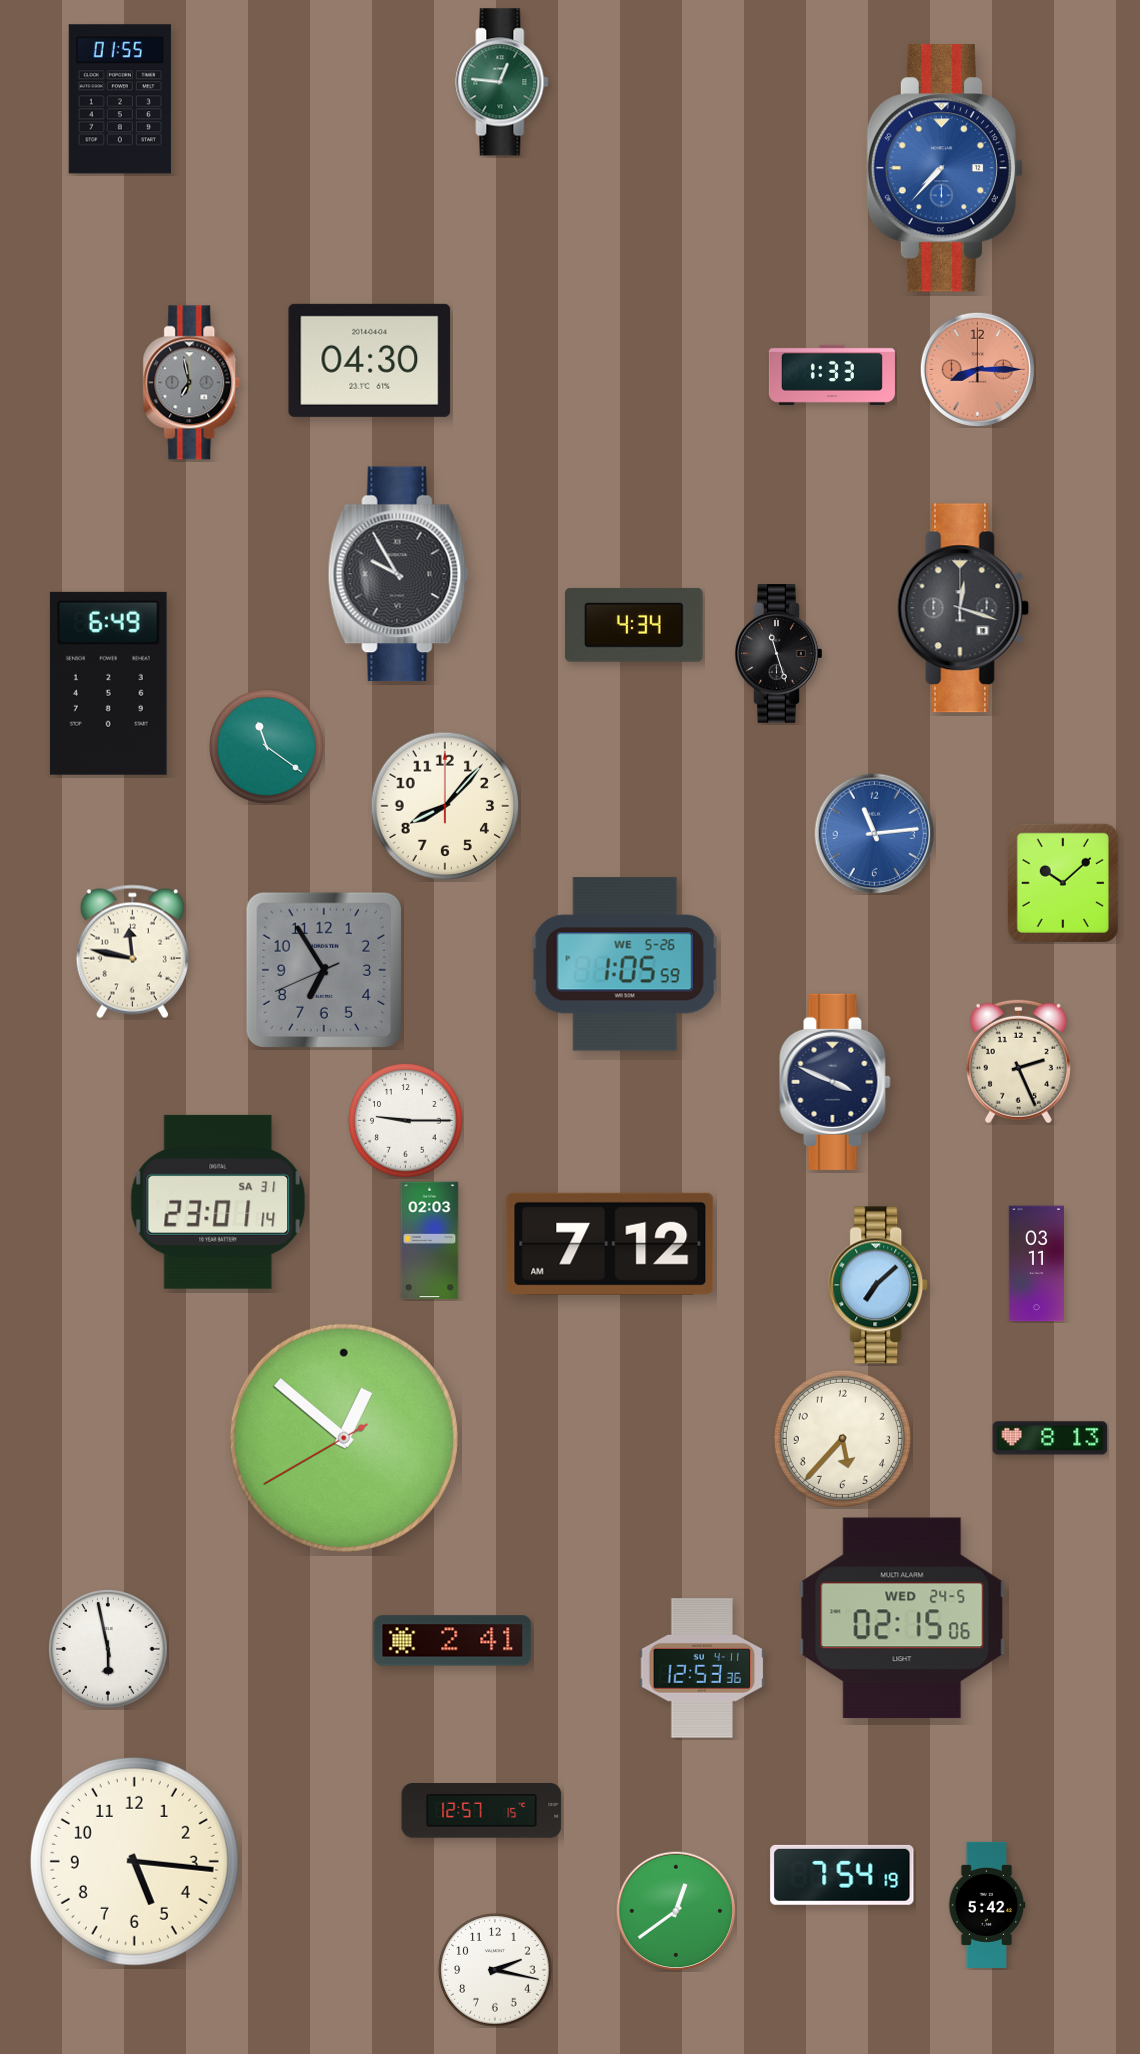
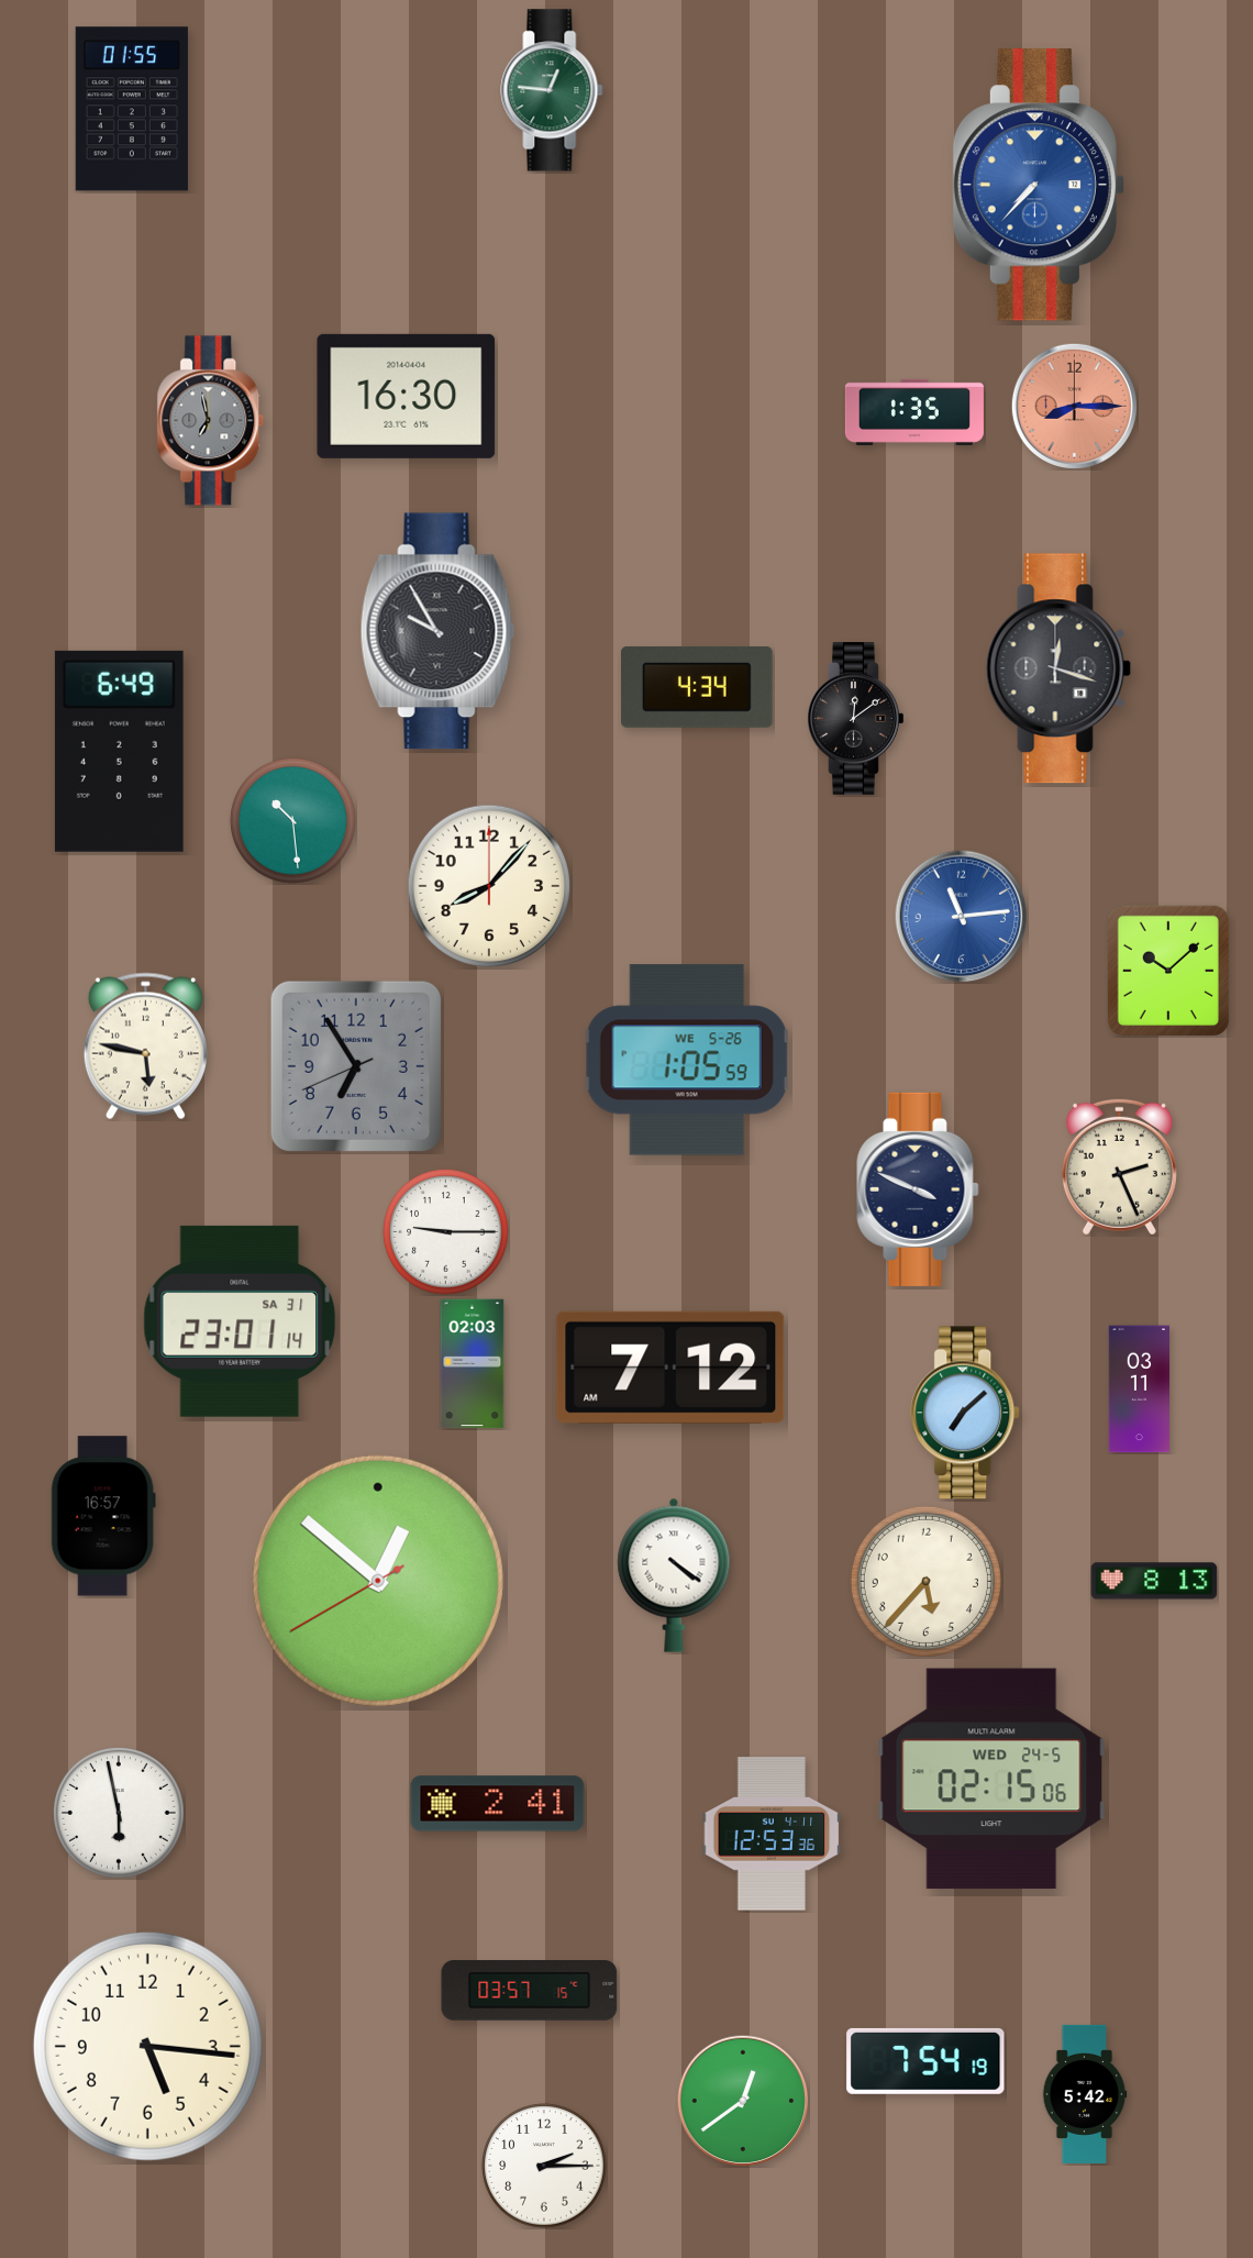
clock at (370, 360): 04:30 -> 16:30
clock at (832, 375): 1:33 -> 1:35
clock at (779, 654): 11:27 -> 12:09
clock at (267, 747): 11:21 -> 10:29
clock at (132, 952): 11:47 -> 5:47
clock at (103, 1516): none -> 16:57
clock at (674, 1575): none -> 4:21
clock at (482, 1811): 12:57 -> 03:57
clock at (495, 1970): 2:17 -> 2:15
